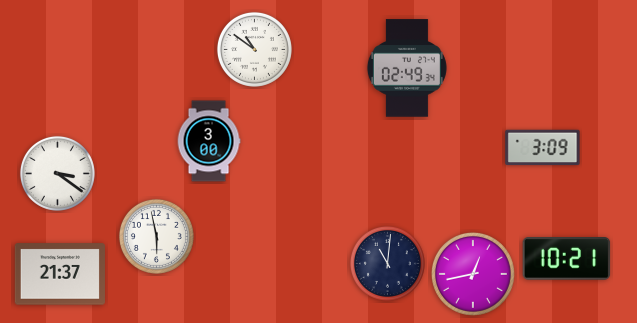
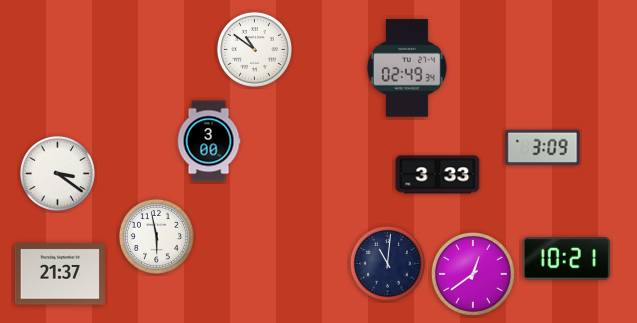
clock at (438, 175): none -> 3:33
clock at (473, 274): 12:43 -> 12:39
